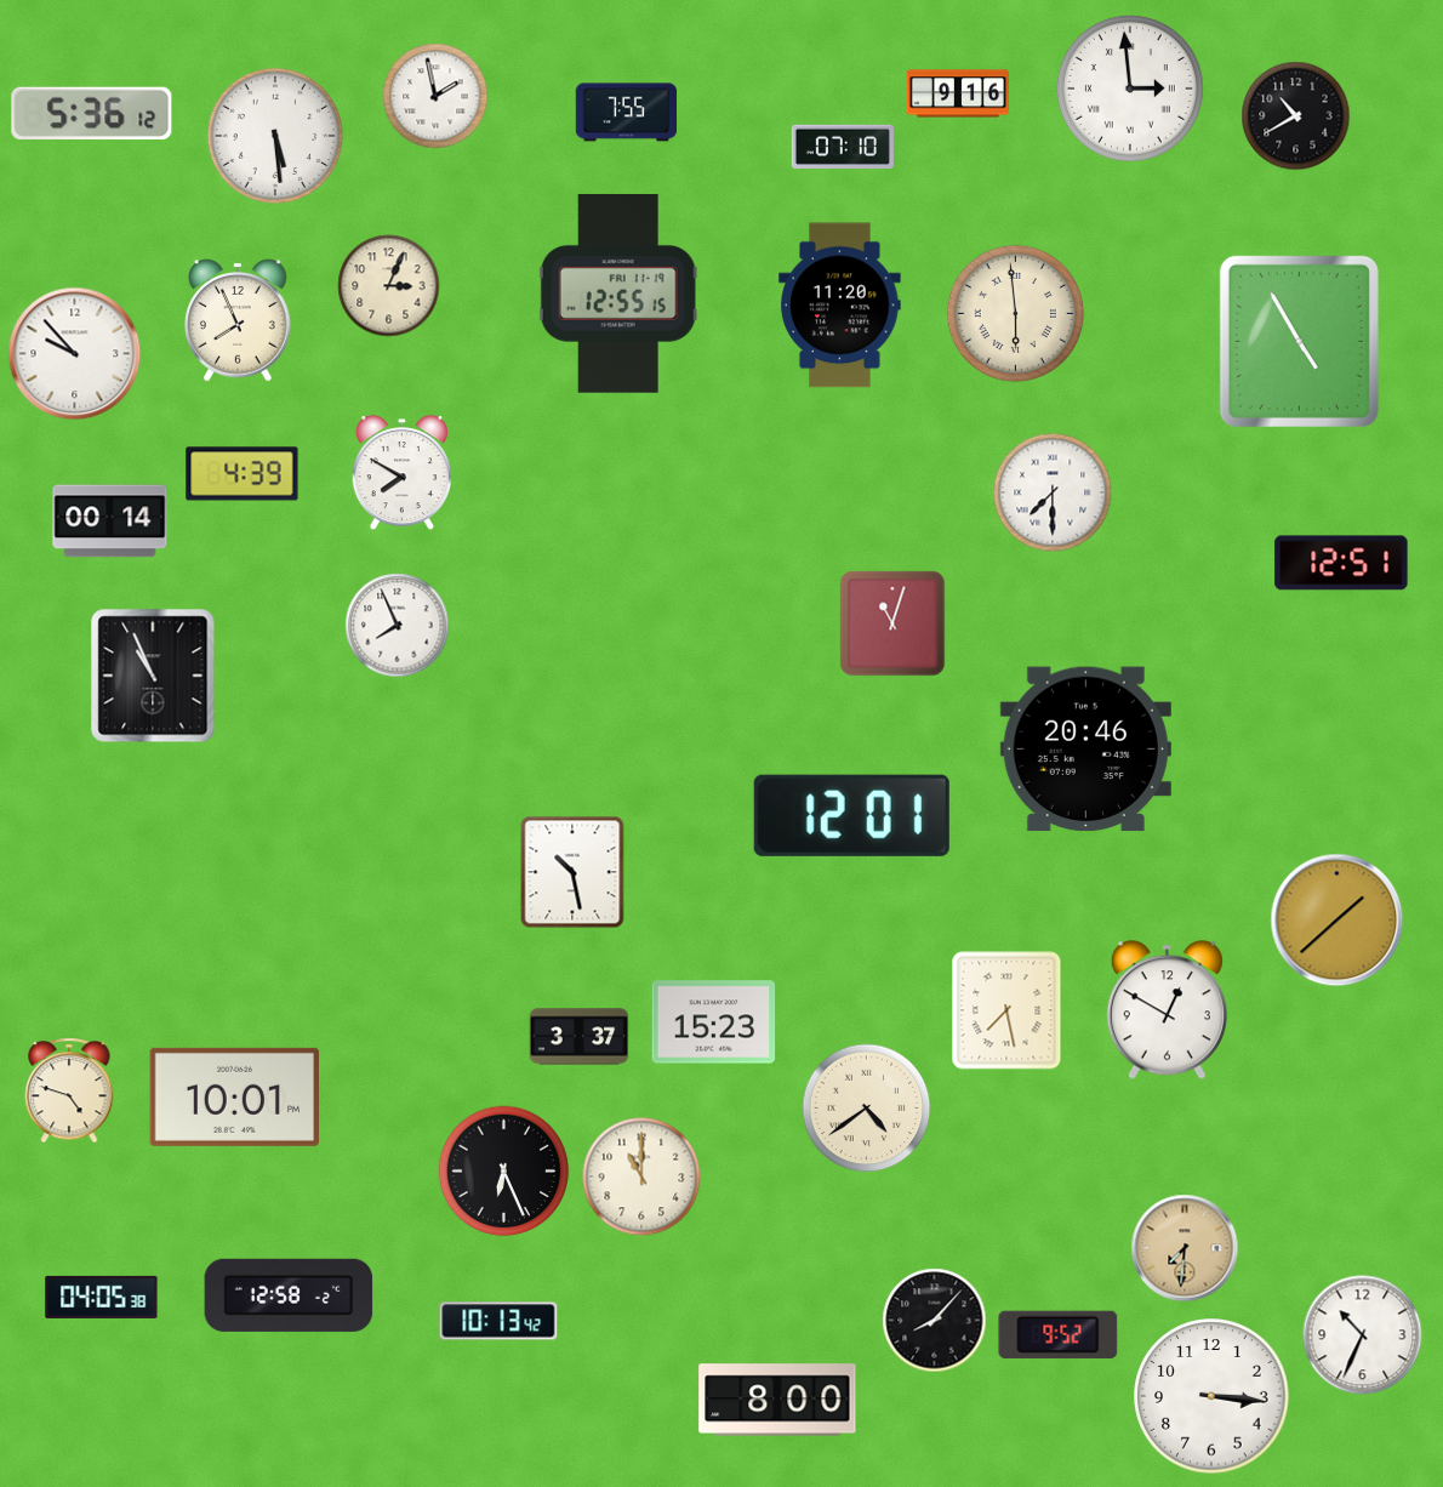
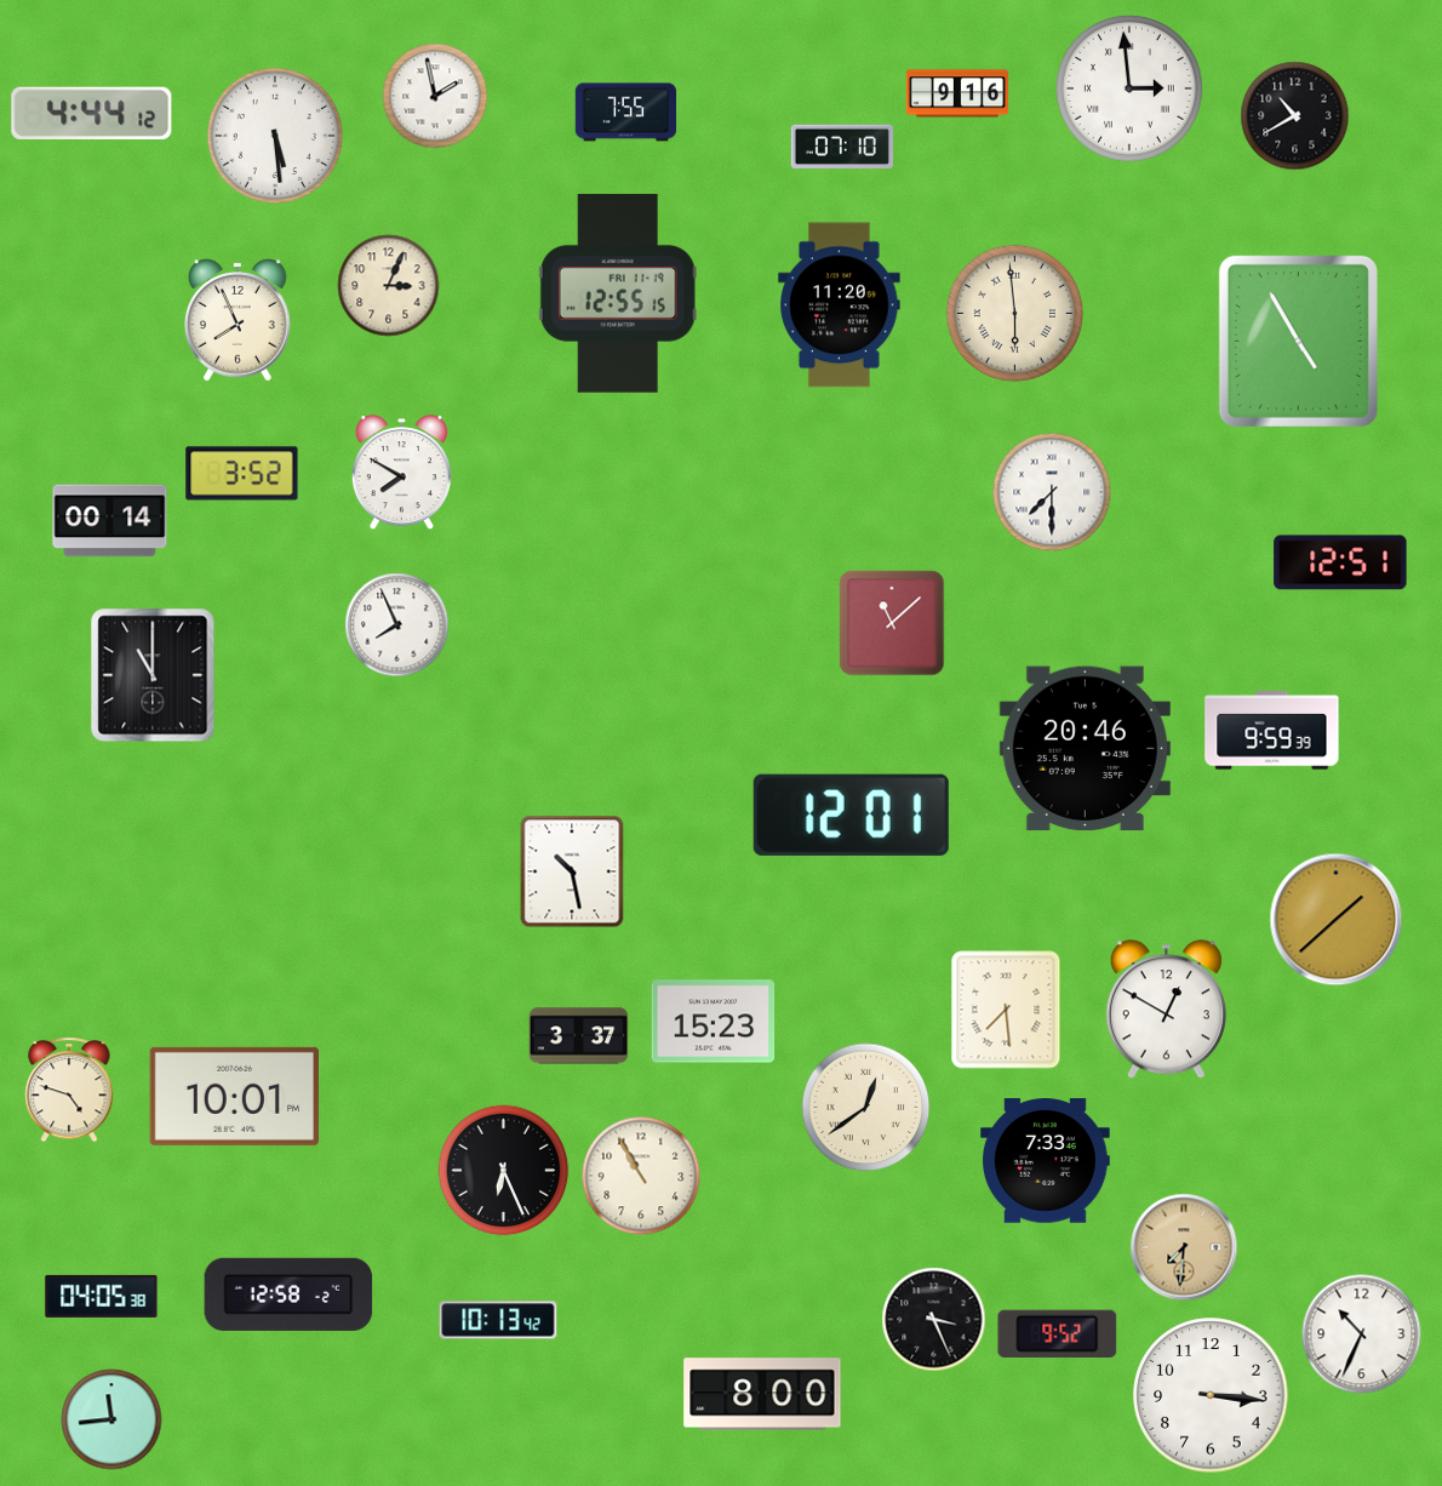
clock at (92, 113): 5:36 -> 4:44
clock at (75, 354): 9:53 -> none
clock at (243, 474): 4:39 -> 3:52
clock at (892, 623): 11:03 -> 11:08
clock at (153, 676): 10:56 -> 11:00
clock at (1272, 731): none -> 9:59
clock at (1006, 1010): 7:28 -> 7:29
clock at (867, 1109): 4:39 -> 12:39
clock at (1046, 1161): none -> 7:33
clock at (641, 1177): 11:00 -> 10:55
clock at (935, 1321): 8:07 -> 3:26
clock at (777, 1400) position: (777, 1400) -> (762, 1394)
clock at (111, 1419): none -> 11:44
